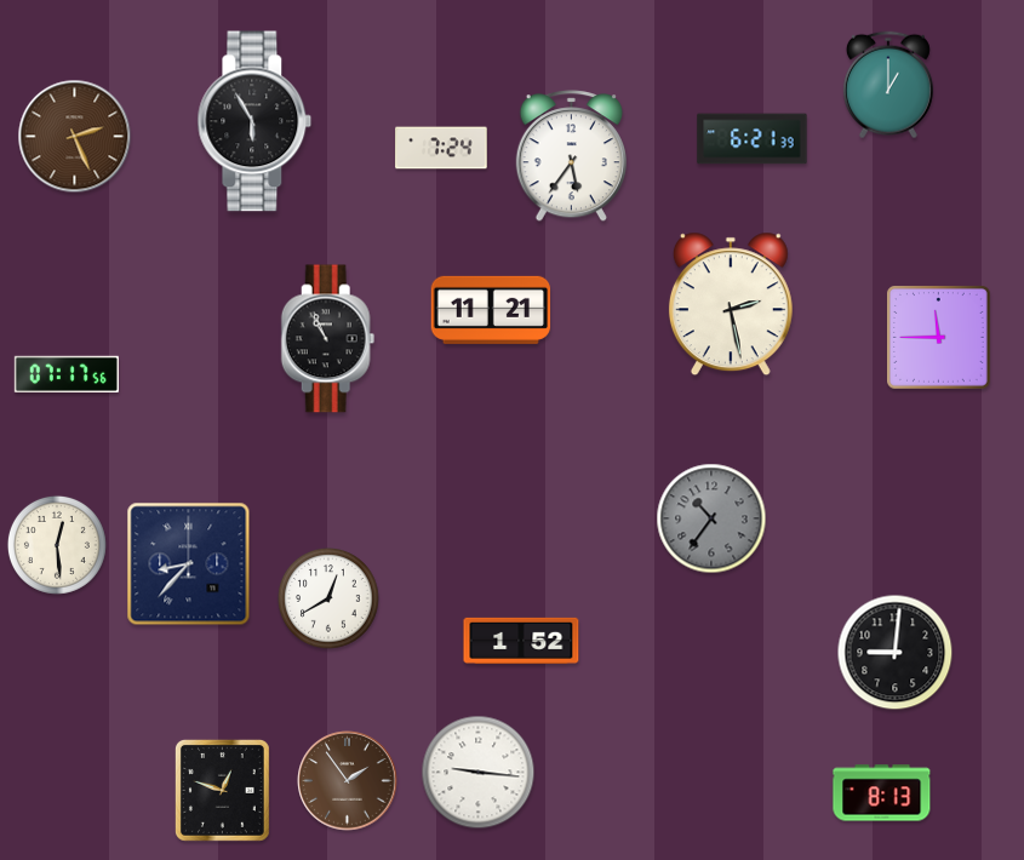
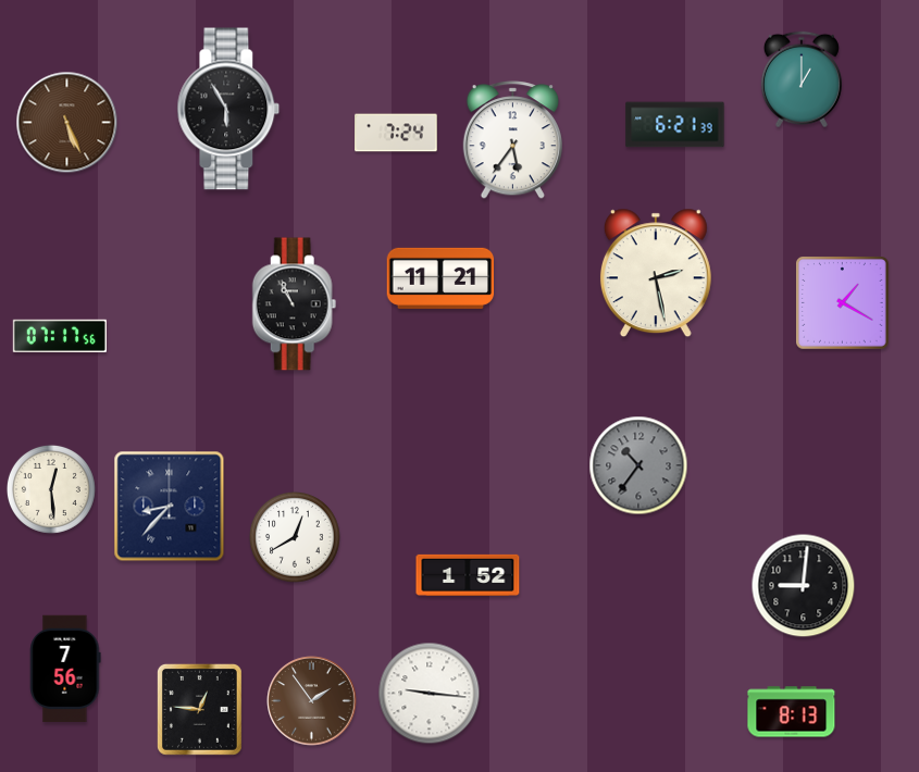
clock at (888, 85) position: (888, 85) -> (802, 79)
clock at (75, 137): 2:26 -> 5:26
clock at (939, 338): 11:45 -> 1:20
clock at (65, 669): none -> 7:56
clock at (222, 790): 12:48 -> 12:46
